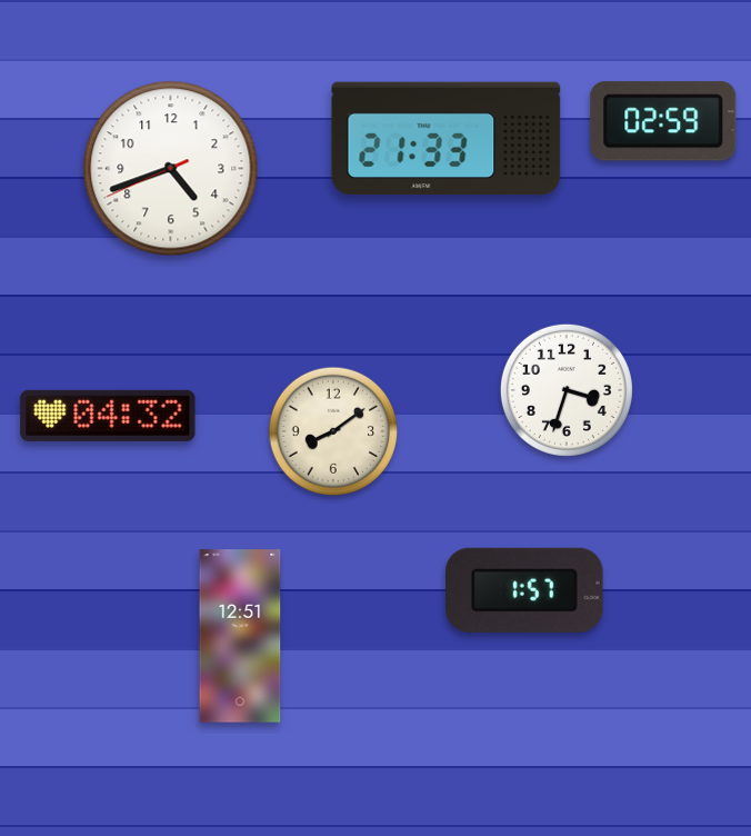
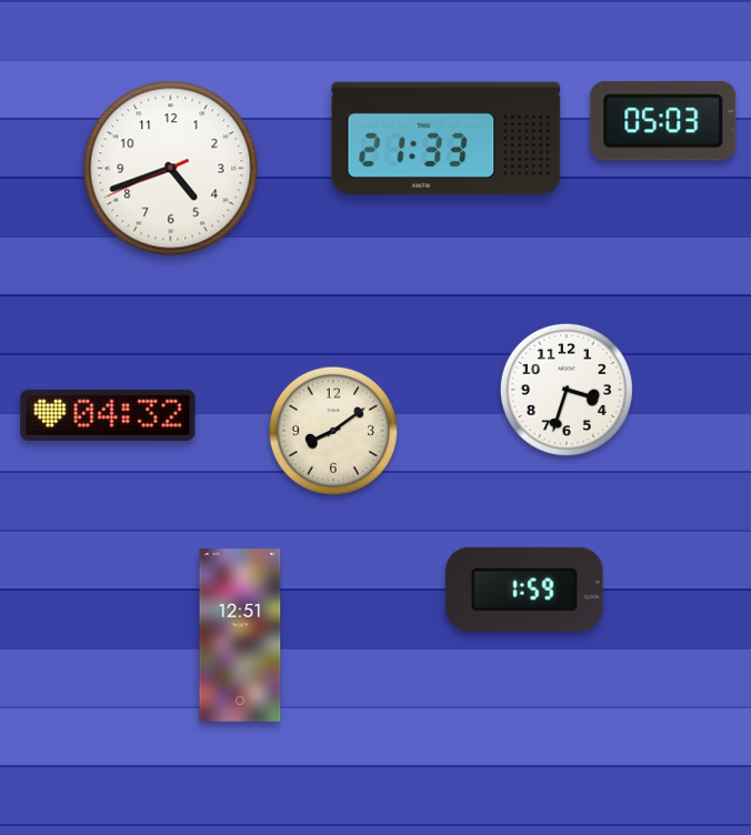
clock at (663, 121): 02:59 -> 05:03
clock at (524, 590): 1:57 -> 1:59
